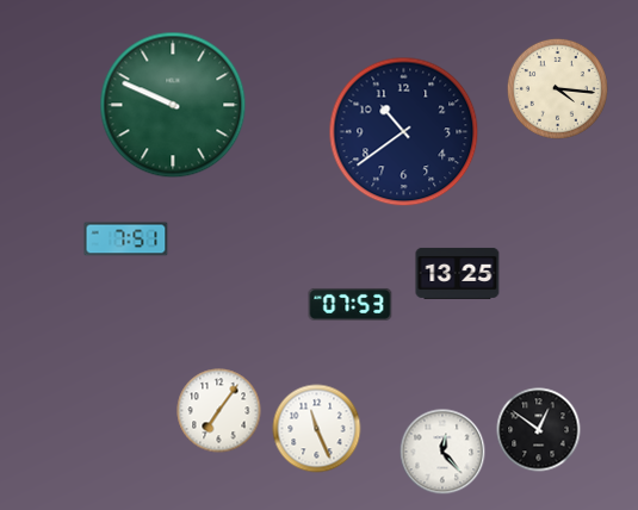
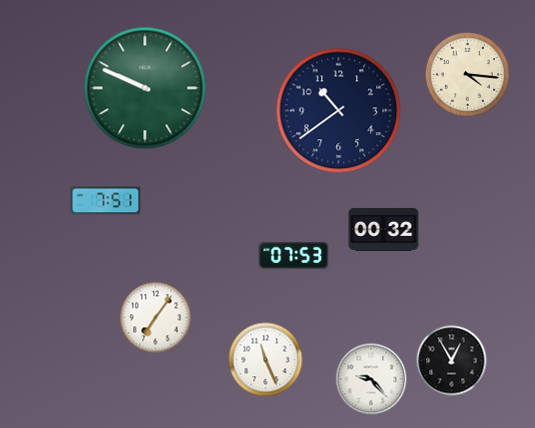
clock at (458, 273): 13:25 -> 00:32
clock at (219, 411) position: (219, 411) -> (156, 318)
clock at (539, 430): 12:51 -> 12:55
clock at (442, 452): 12:23 -> 9:23
